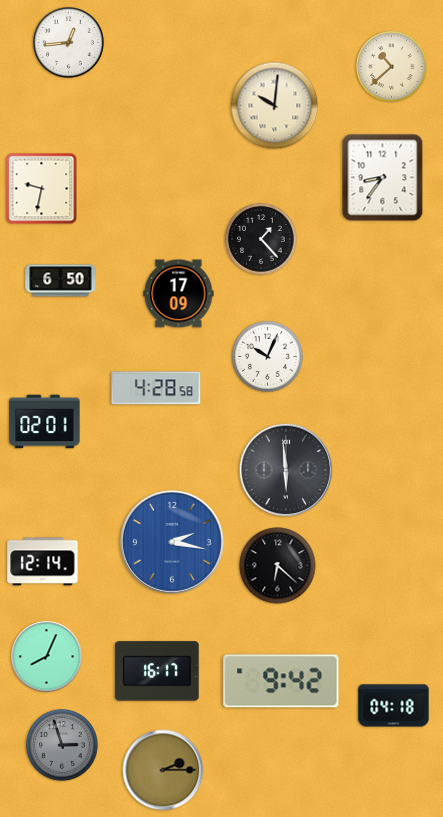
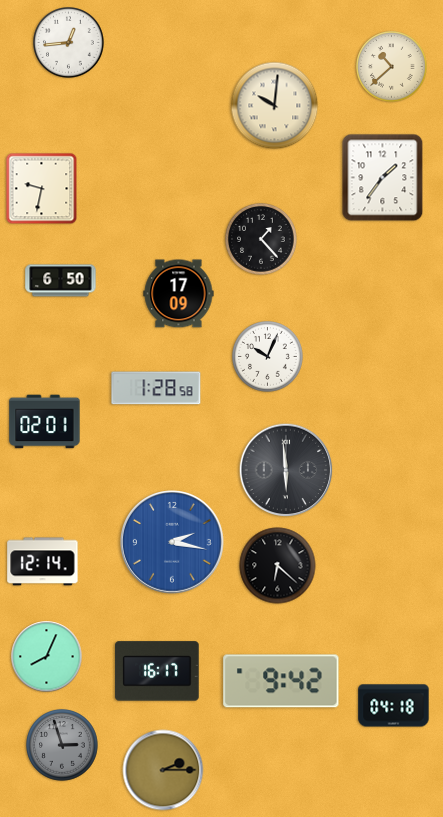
clock at (383, 178): 8:36 -> 1:36
clock at (156, 388): 4:28 -> 1:28
